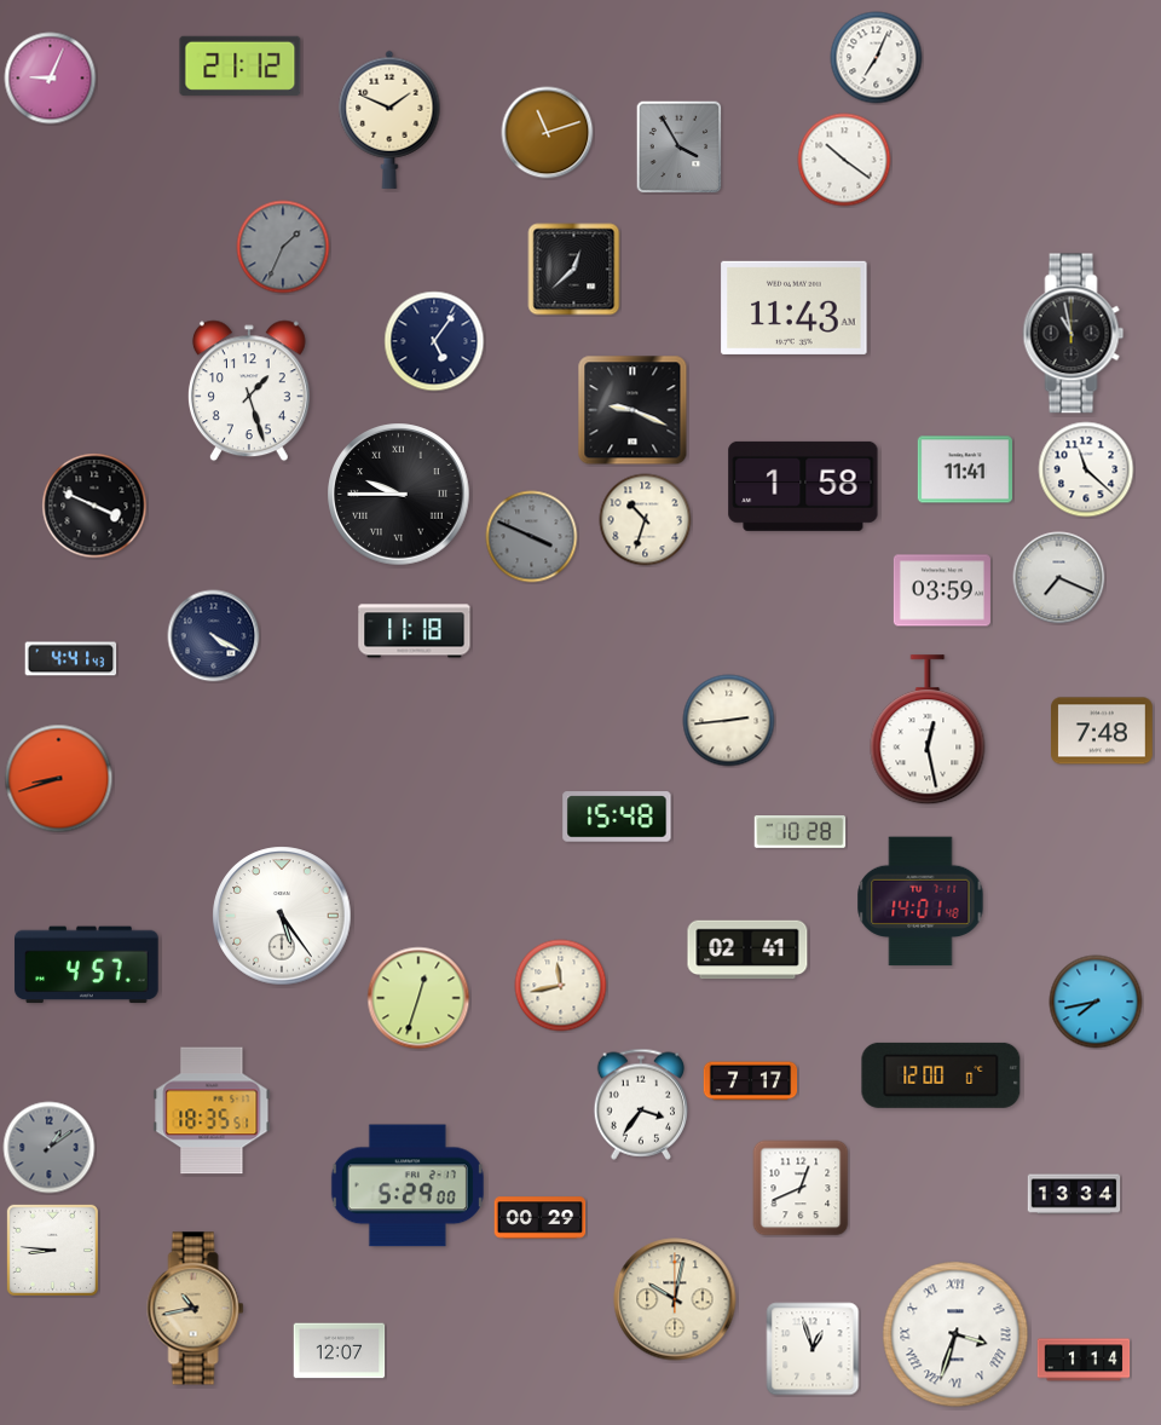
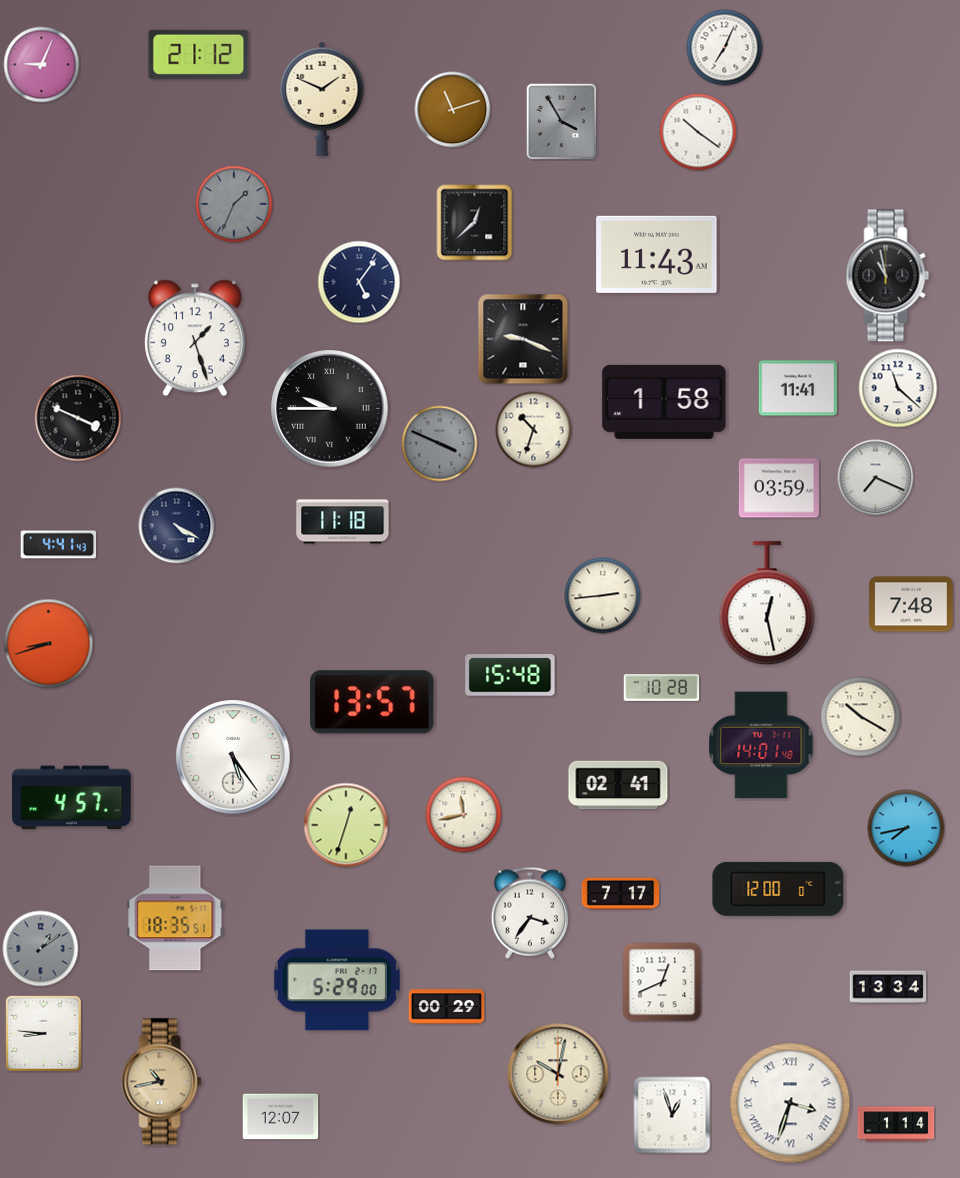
clock at (249, 391) position: (249, 391) -> (195, 338)
clock at (372, 702): none -> 13:57
clock at (861, 717): none -> 10:20
